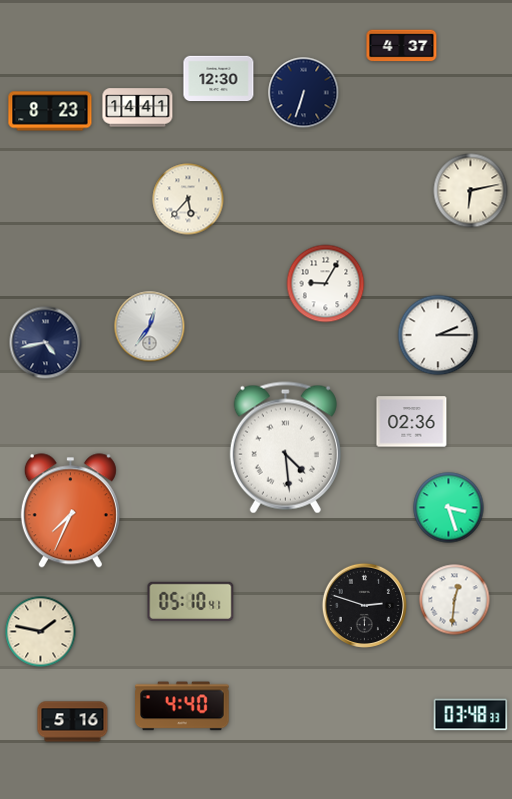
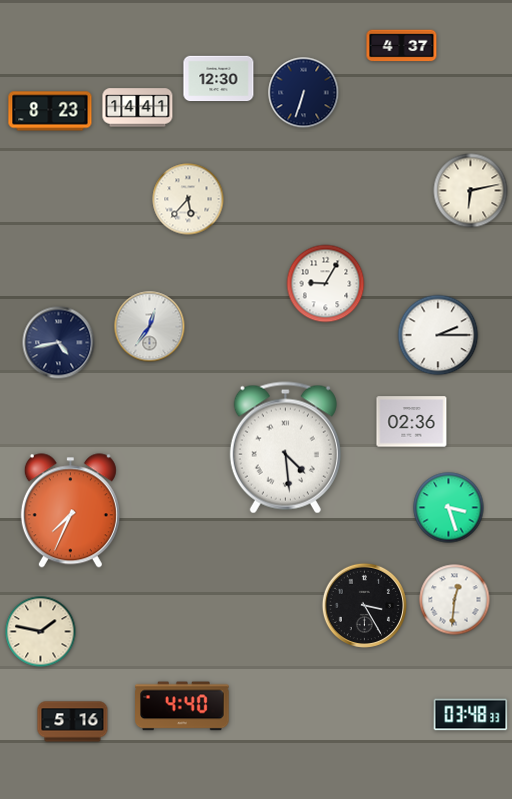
clock at (46, 343) position: (46, 343) -> (59, 343)
clock at (191, 601): 05:10 -> none
clock at (364, 605): 2:48 -> 3:25
